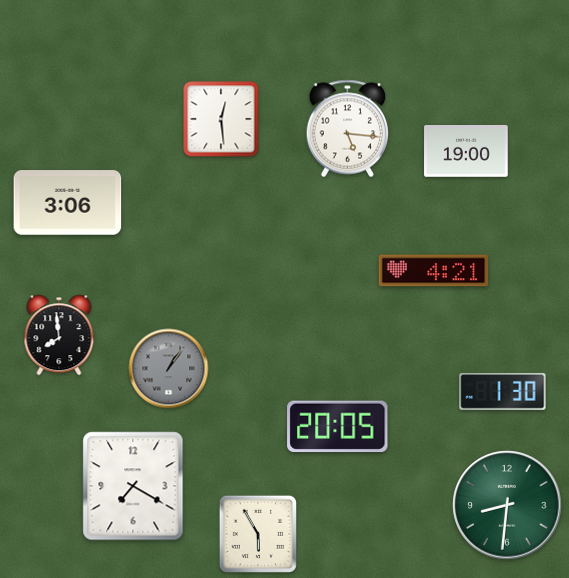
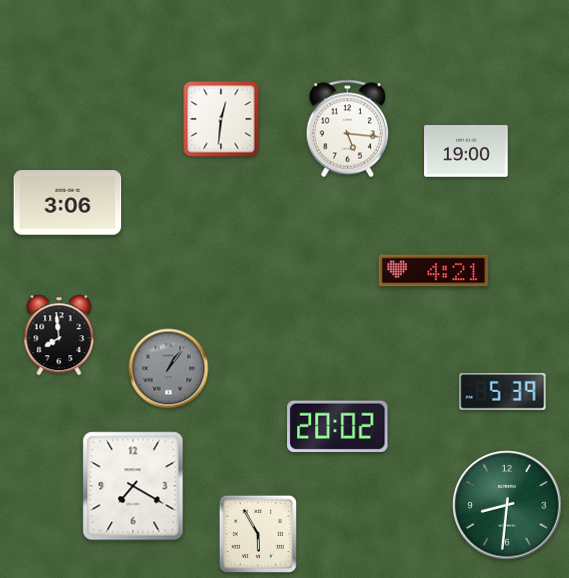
clock at (221, 119): 12:29 -> 12:31
clock at (503, 391): 1:30 -> 5:39
clock at (338, 427): 20:05 -> 20:02
